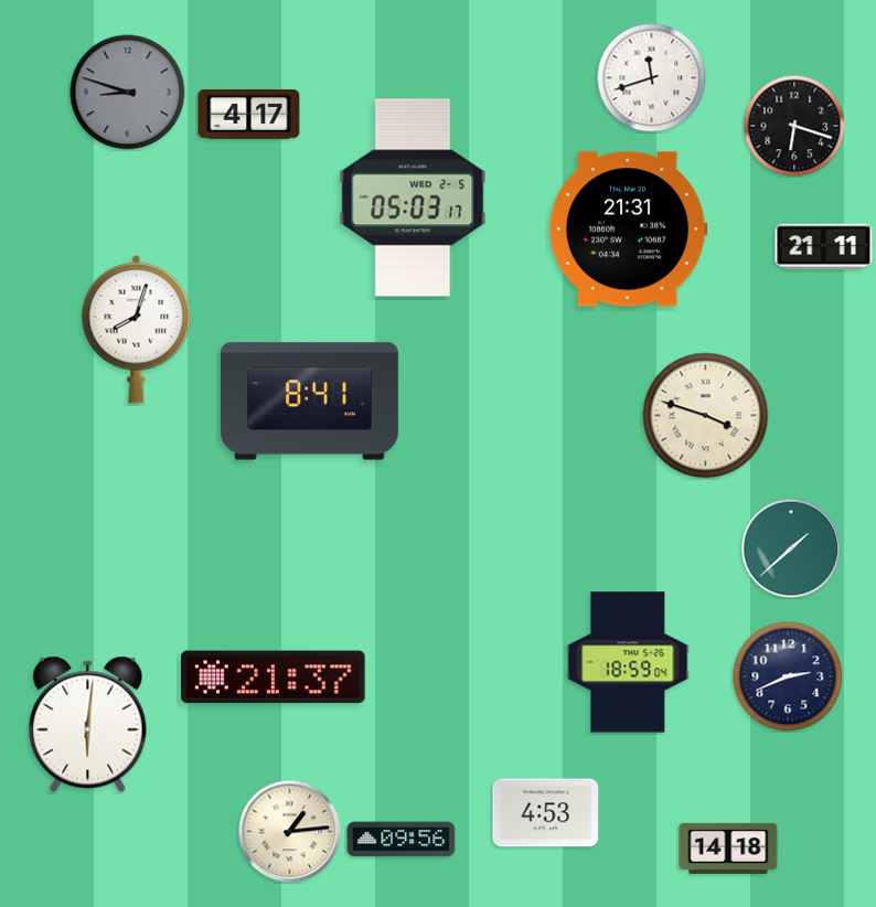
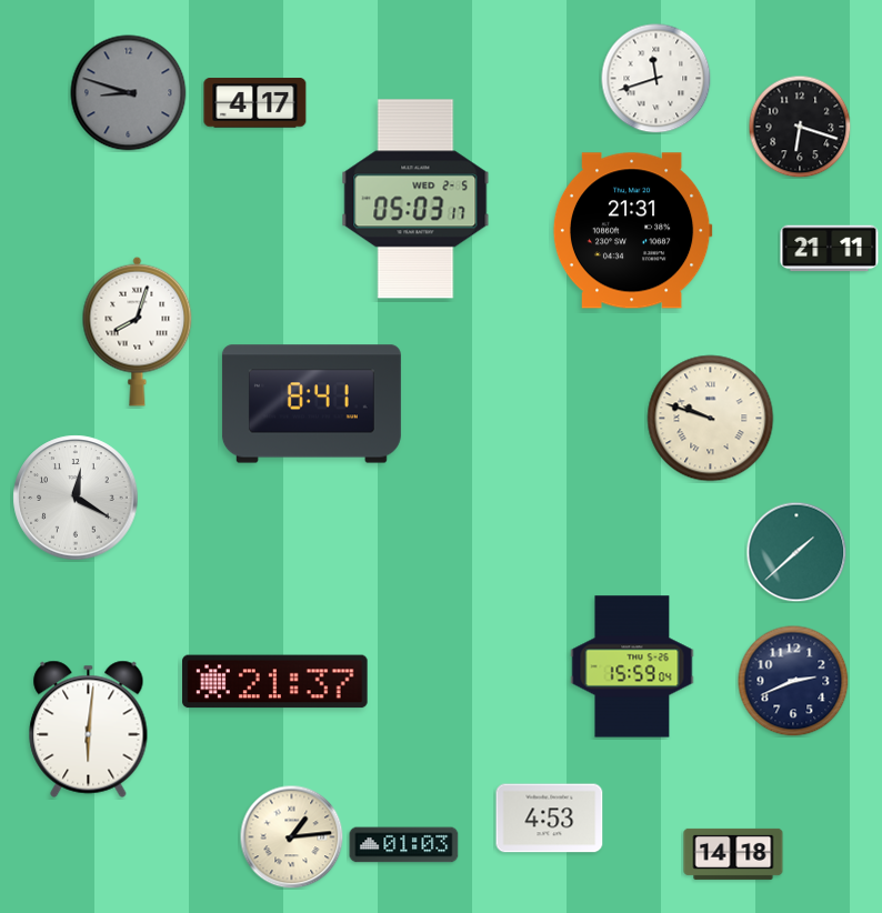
clock at (249, 115) position: (249, 115) -> (255, 103)
clock at (706, 416): 3:48 -> 9:48
clock at (76, 498): none -> 12:20
clock at (628, 662): 18:59 -> 15:59
clock at (402, 840): 09:56 -> 01:03
